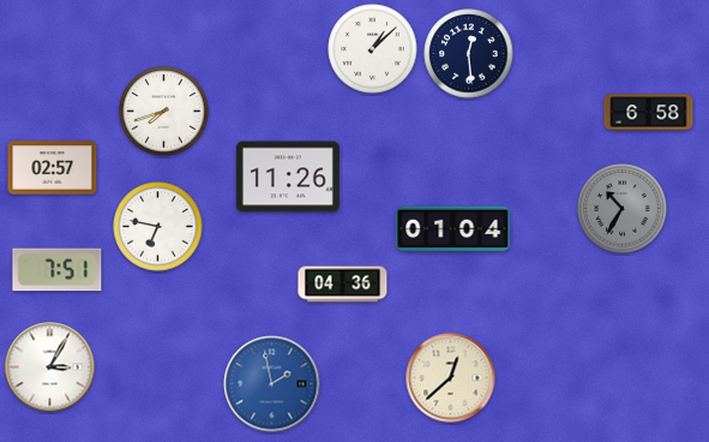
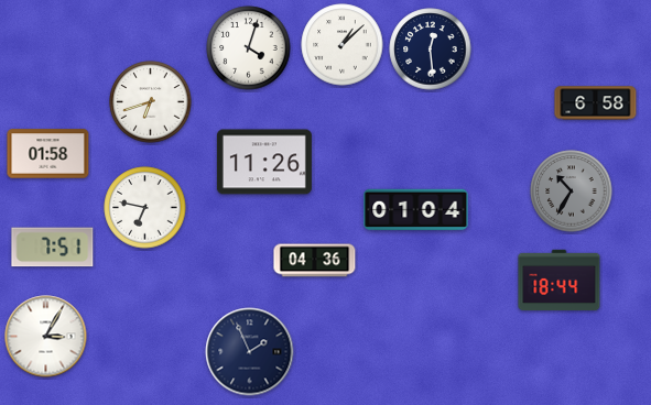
clock at (249, 48): none -> 4:03
clock at (164, 112): 7:42 -> 6:42
clock at (53, 168): 02:57 -> 01:58
clock at (560, 280): none -> 18:44
clock at (451, 378): 12:38 -> none
clock at (272, 384): 1:58 -> 1:56
clock at (272, 384) dial: blue -> navy
